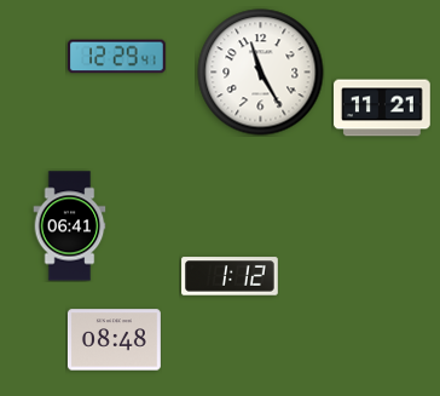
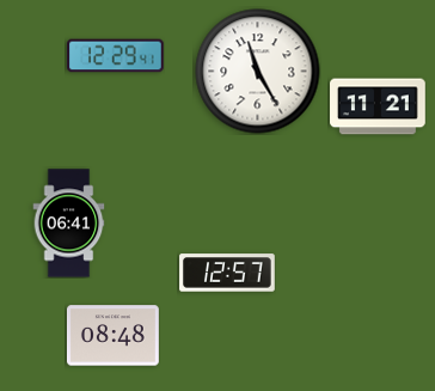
clock at (230, 276): 1:12 -> 12:57
